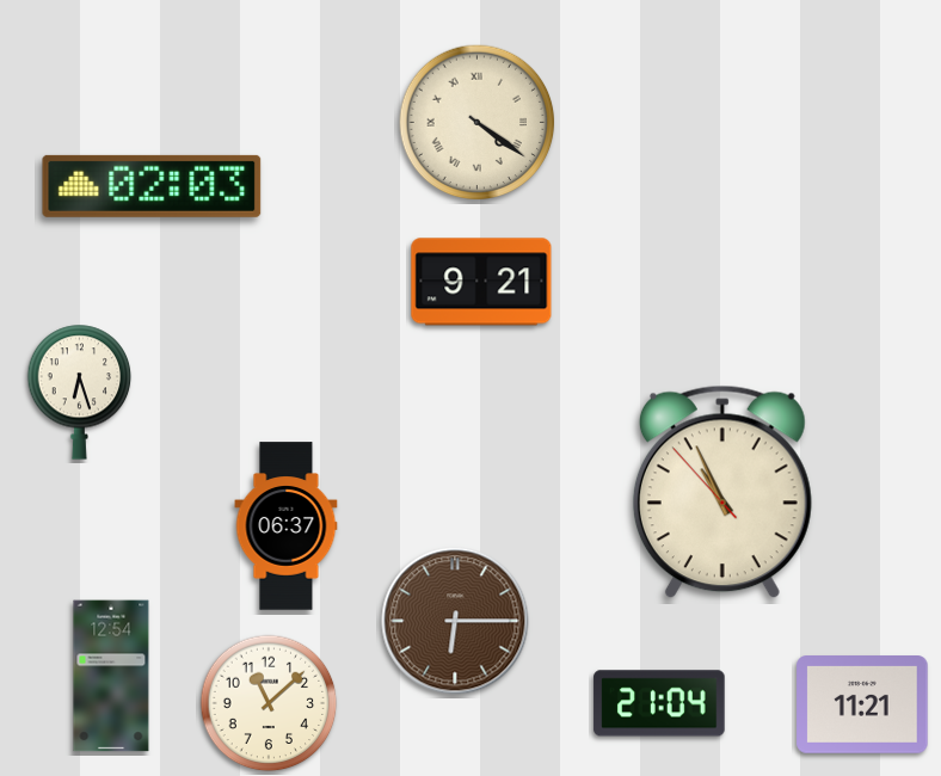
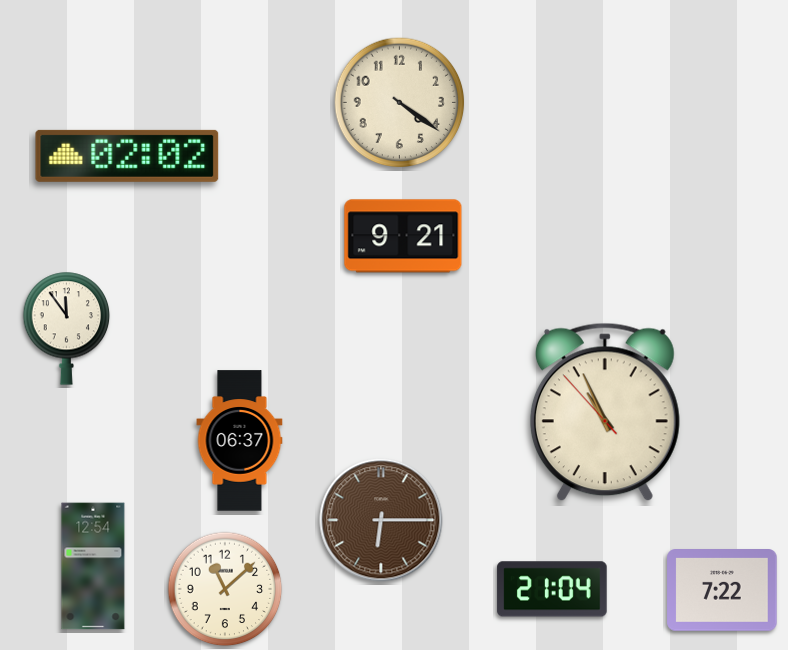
clock at (478, 123) numerals: Roman -> Arabic
clock at (152, 186): 02:03 -> 02:02
clock at (80, 392): 6:27 -> 11:54
clock at (862, 706): 11:21 -> 7:22
